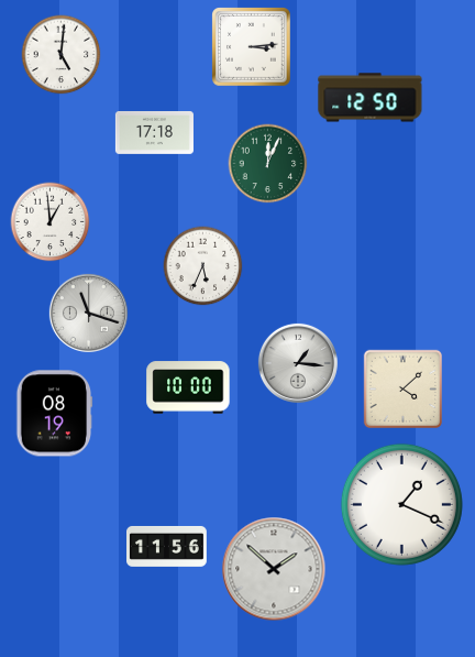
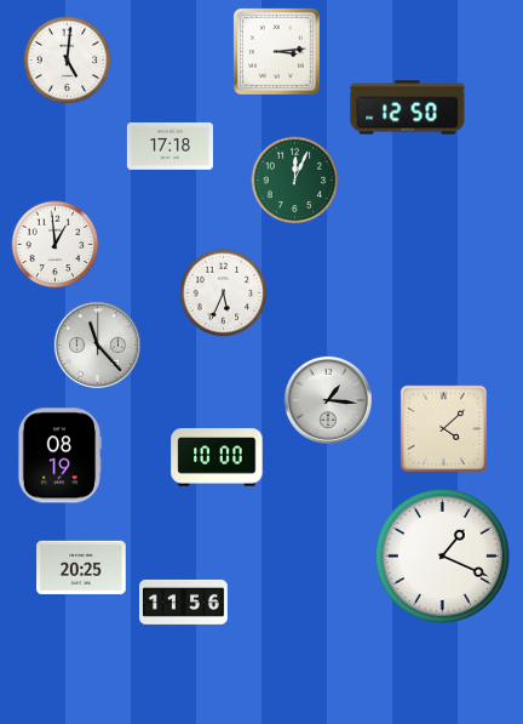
clock at (88, 313): 11:18 -> 11:23
clock at (188, 387) position: (188, 387) -> (217, 457)
clock at (81, 566): none -> 20:25
clock at (274, 569): 1:52 -> none
